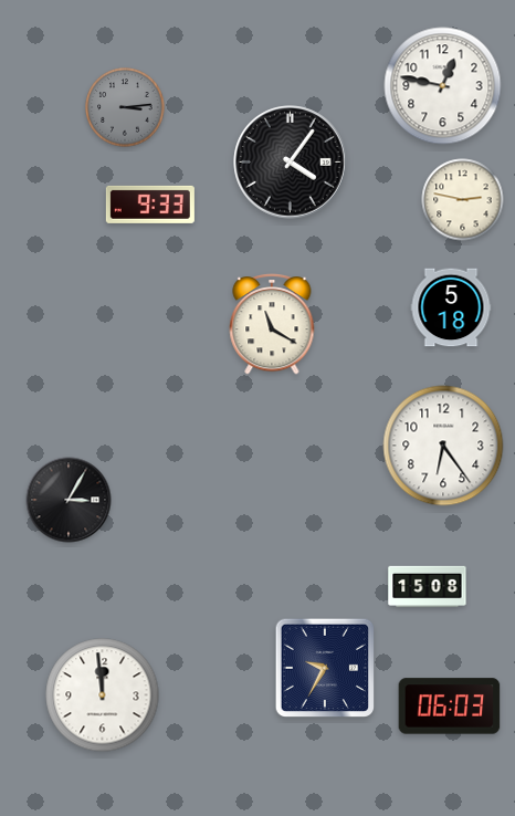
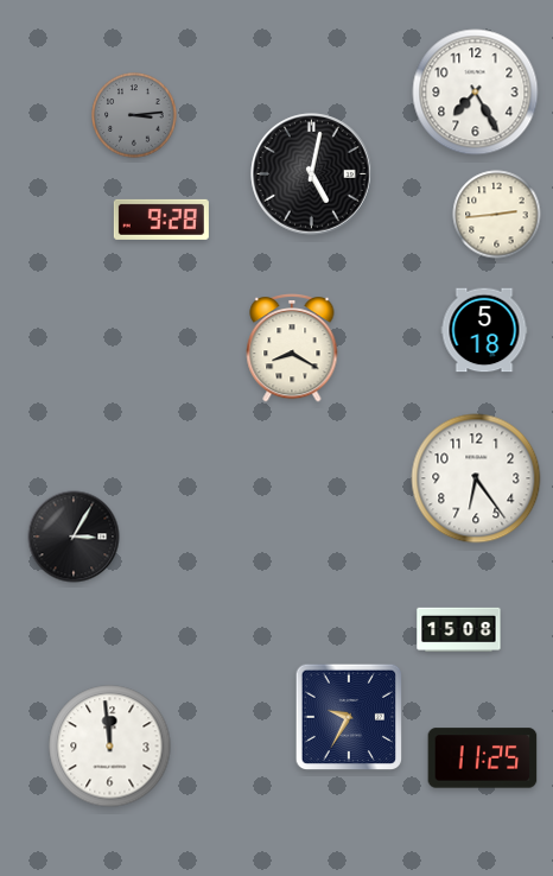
clock at (443, 86): 12:47 -> 7:25
clock at (291, 163): 4:06 -> 5:02
clock at (463, 200): 2:47 -> 2:44
clock at (150, 205): 9:33 -> 9:28
clock at (272, 324): 11:20 -> 8:20
clock at (450, 707): 06:03 -> 11:25
